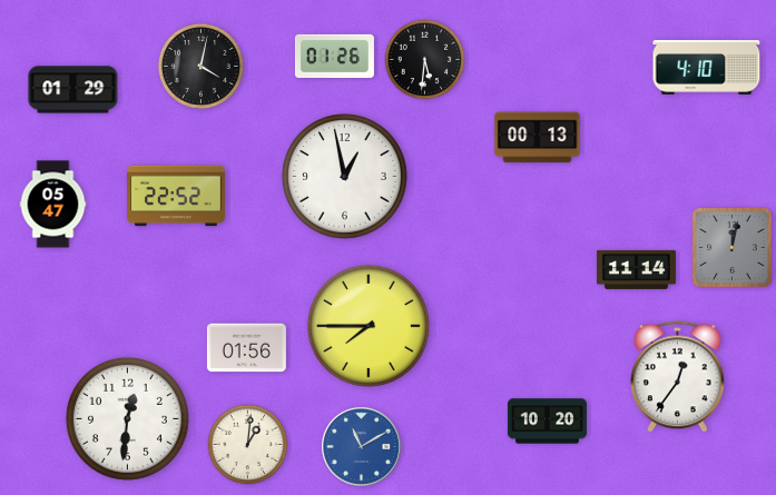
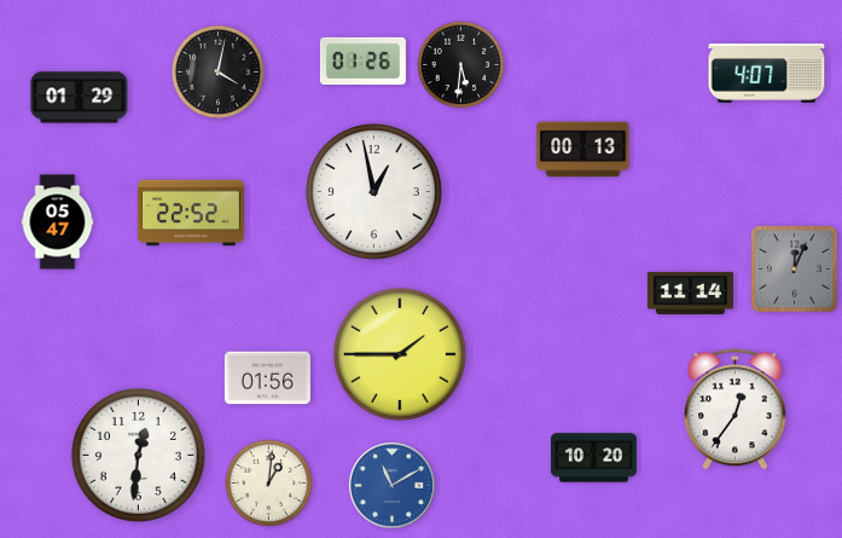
clock at (707, 68): 4:10 -> 4:07
clock at (733, 248): 12:02 -> 12:04
clock at (369, 326): 7:45 -> 1:45
